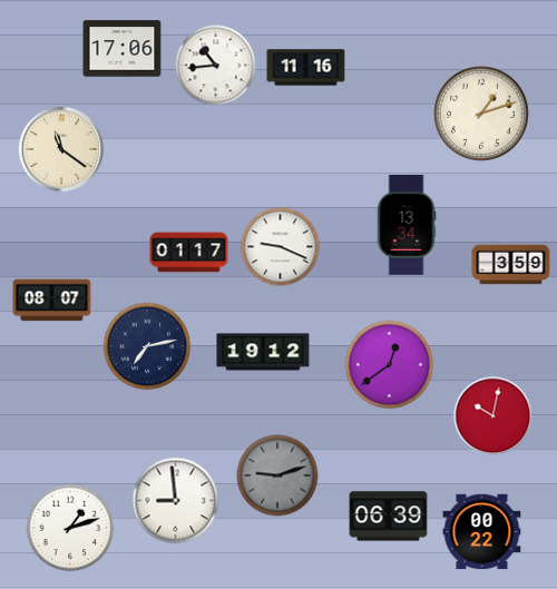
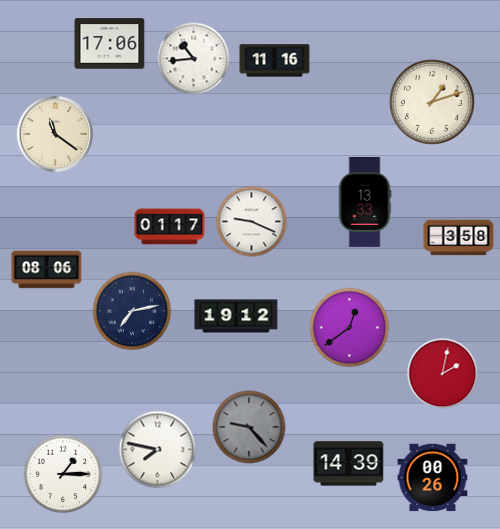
clock at (407, 225): 13:34 -> 13:33
clock at (511, 265): 3:59 -> 3:58
clock at (52, 301): 08:07 -> 08:06
clock at (494, 416): 10:02 -> 2:02
clock at (277, 475): 9:12 -> 9:23
clock at (176, 501): 8:59 -> 7:47
clock at (389, 517): 06:39 -> 14:39
clock at (70, 528): 1:12 -> 1:15
clock at (482, 532): 00:22 -> 00:26
